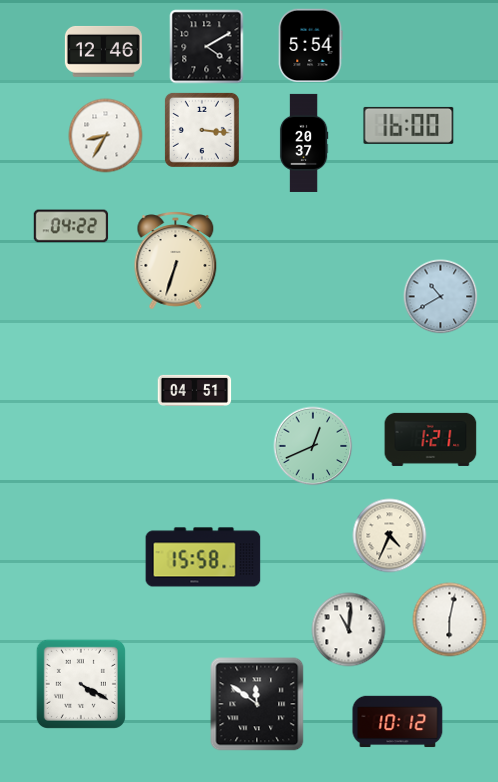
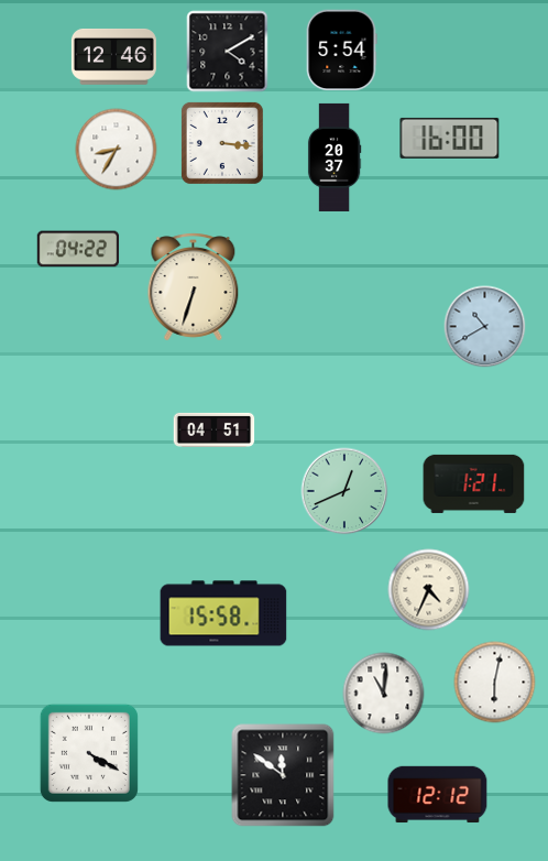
clock at (398, 722): 10:12 -> 12:12
